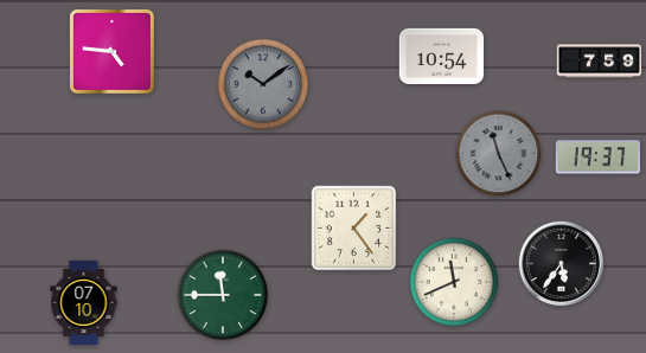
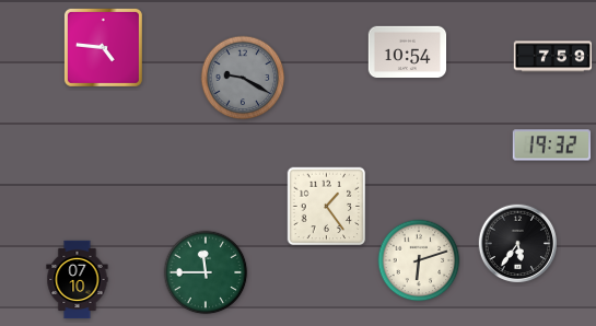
clock at (263, 84): 10:09 -> 9:20
clock at (499, 154): 11:26 -> none
clock at (599, 158): 19:37 -> 19:32
clock at (354, 229) position: (354, 229) -> (327, 207)
clock at (454, 282): 11:41 -> 6:12
